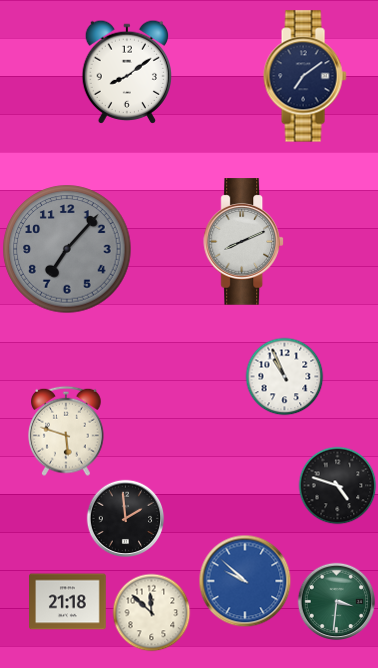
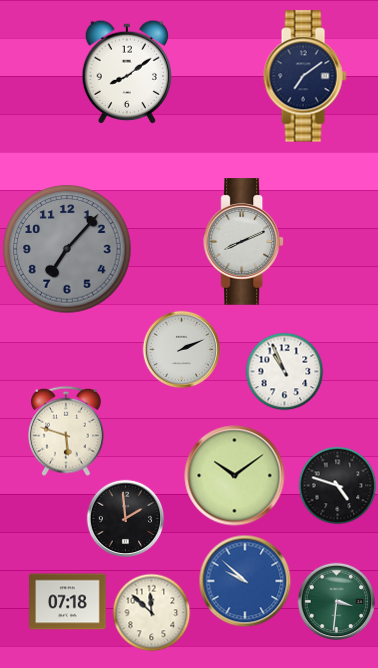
clock at (181, 349): none -> 2:11
clock at (284, 376) position: (284, 376) -> (284, 371)
clock at (235, 476): none -> 10:09
clock at (68, 602): 21:18 -> 07:18
